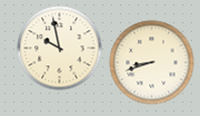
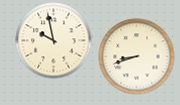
clock at (60, 49) position: (60, 49) -> (54, 41)
